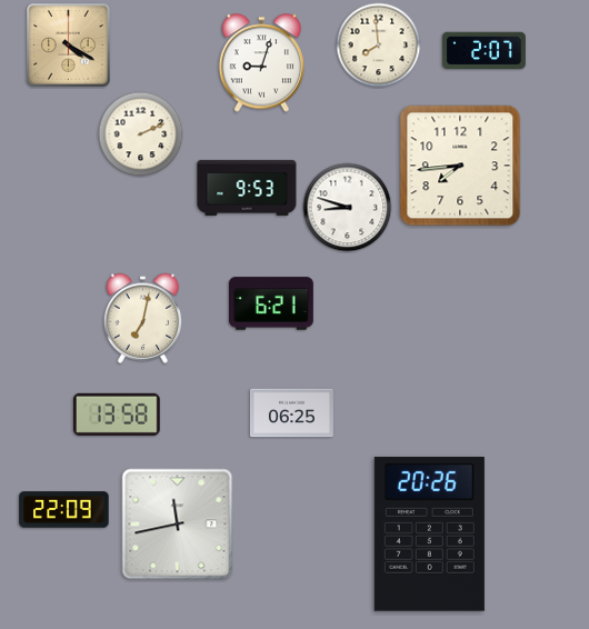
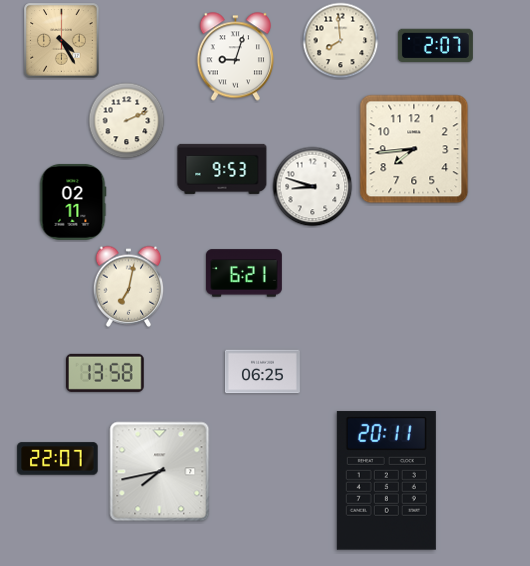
clock at (69, 46): 4:20 -> 4:25
clock at (73, 202): none -> 02:11
clock at (64, 510): 22:09 -> 22:07
clock at (178, 525): 11:43 -> 7:43
clock at (429, 535): 20:26 -> 20:11
